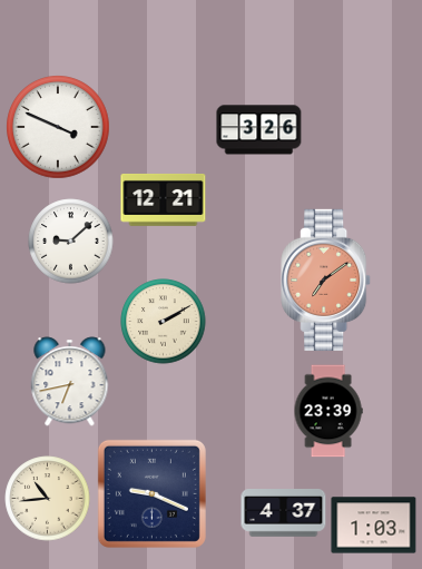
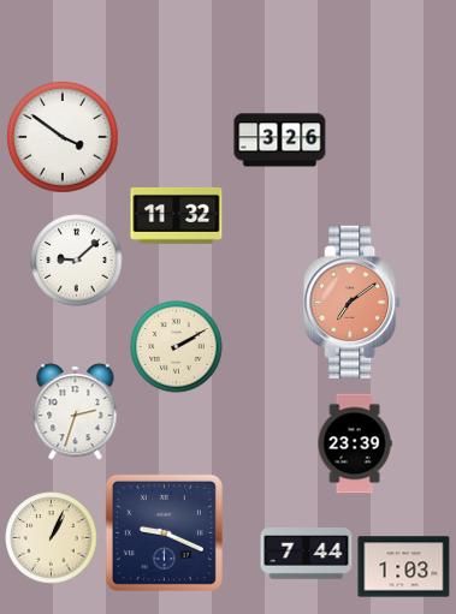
clock at (58, 127): 3:49 -> 3:51
clock at (164, 199): 12:21 -> 11:32
clock at (70, 382): 6:43 -> 2:33
clock at (48, 499): 10:44 -> 1:04
clock at (284, 513): 4:37 -> 7:44
